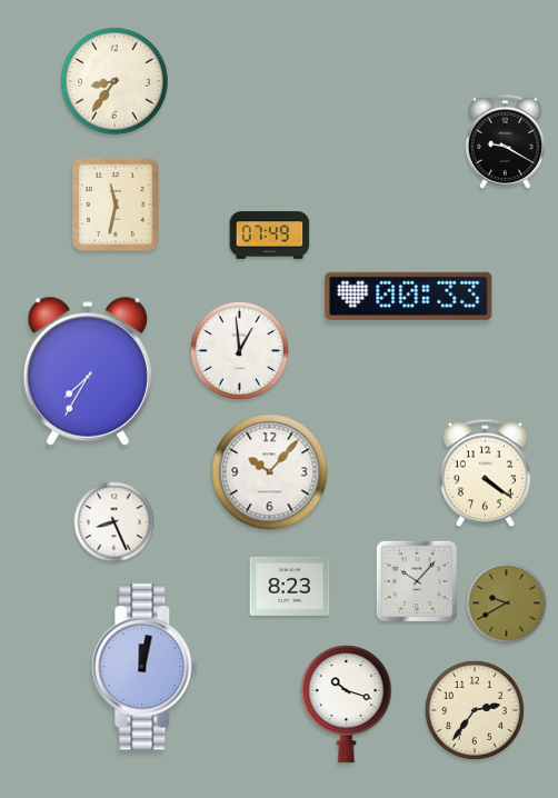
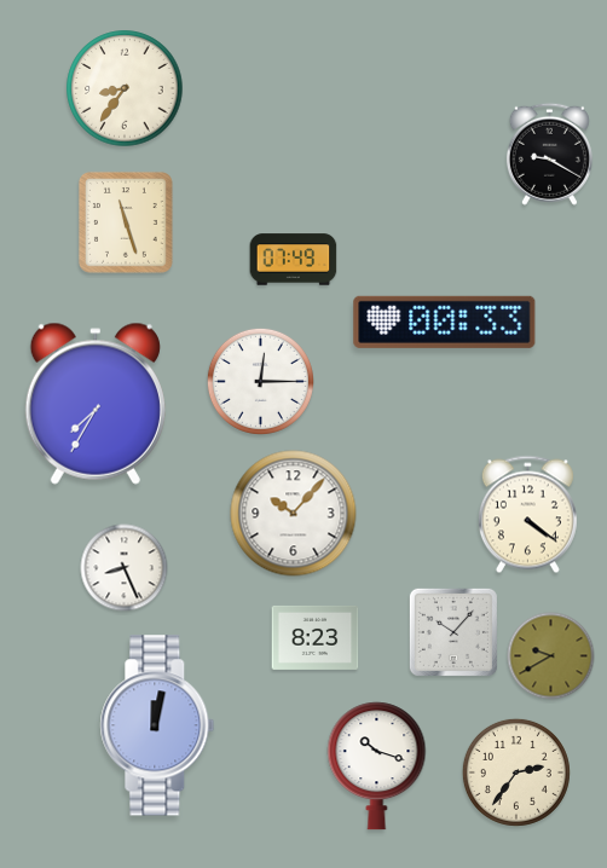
clock at (116, 205): 11:32 -> 11:27
clock at (270, 236) position: (270, 236) -> (294, 260)
clock at (239, 350): 12:59 -> 12:15
